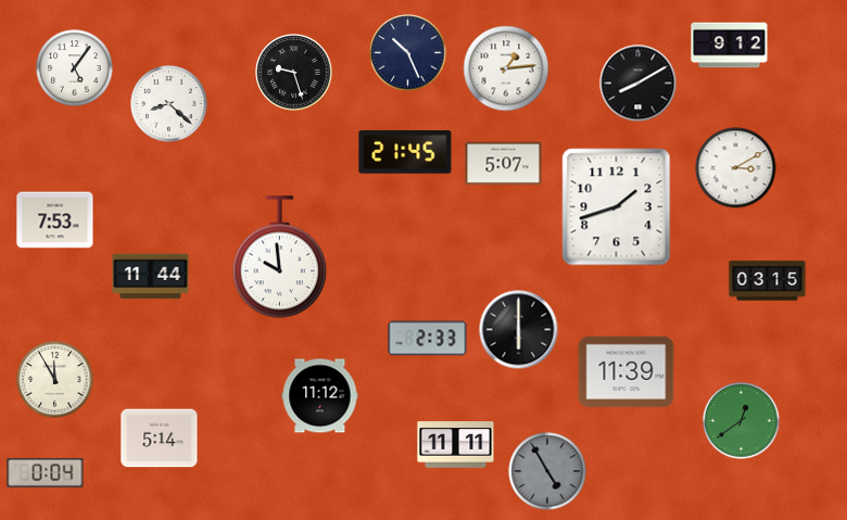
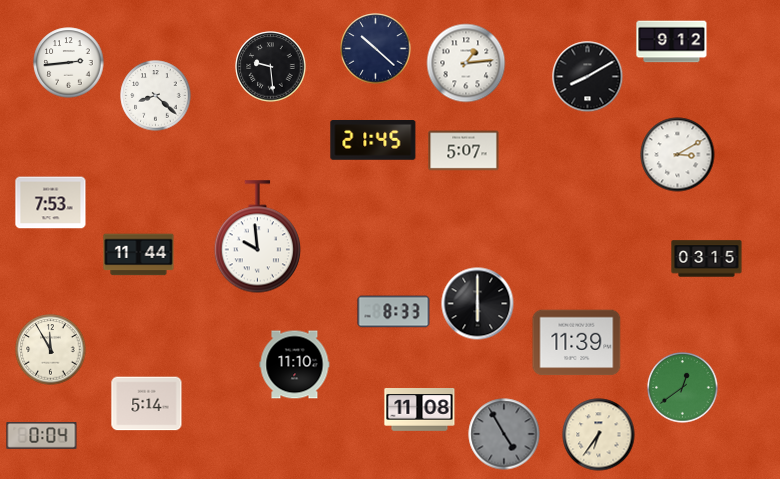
clock at (408, 53): 10:26 -> 10:22
clock at (75, 68): 5:06 -> 2:44
clock at (294, 73): 9:27 -> 9:29
clock at (617, 207): 1:42 -> none
clock at (428, 339): 2:33 -> 8:33
clock at (320, 396): 11:12 -> 11:10
clock at (456, 445): 11:11 -> 11:08
clock at (599, 435): none -> 6:36
